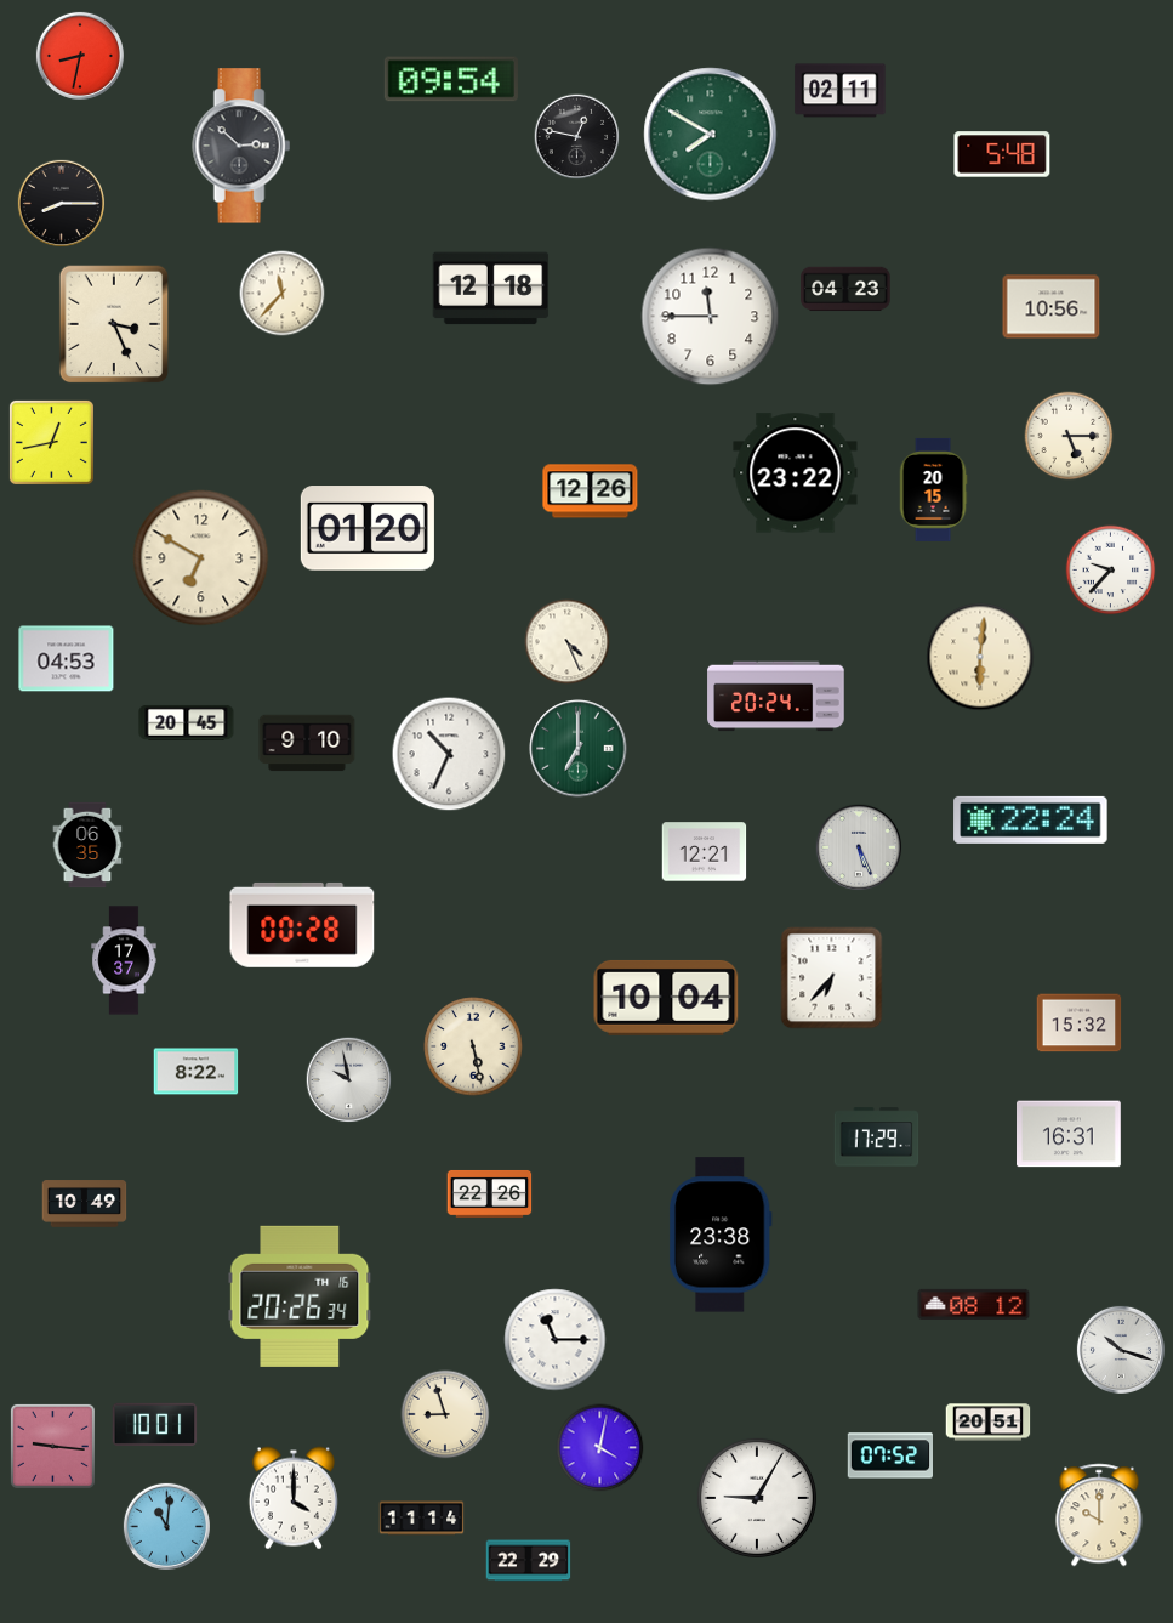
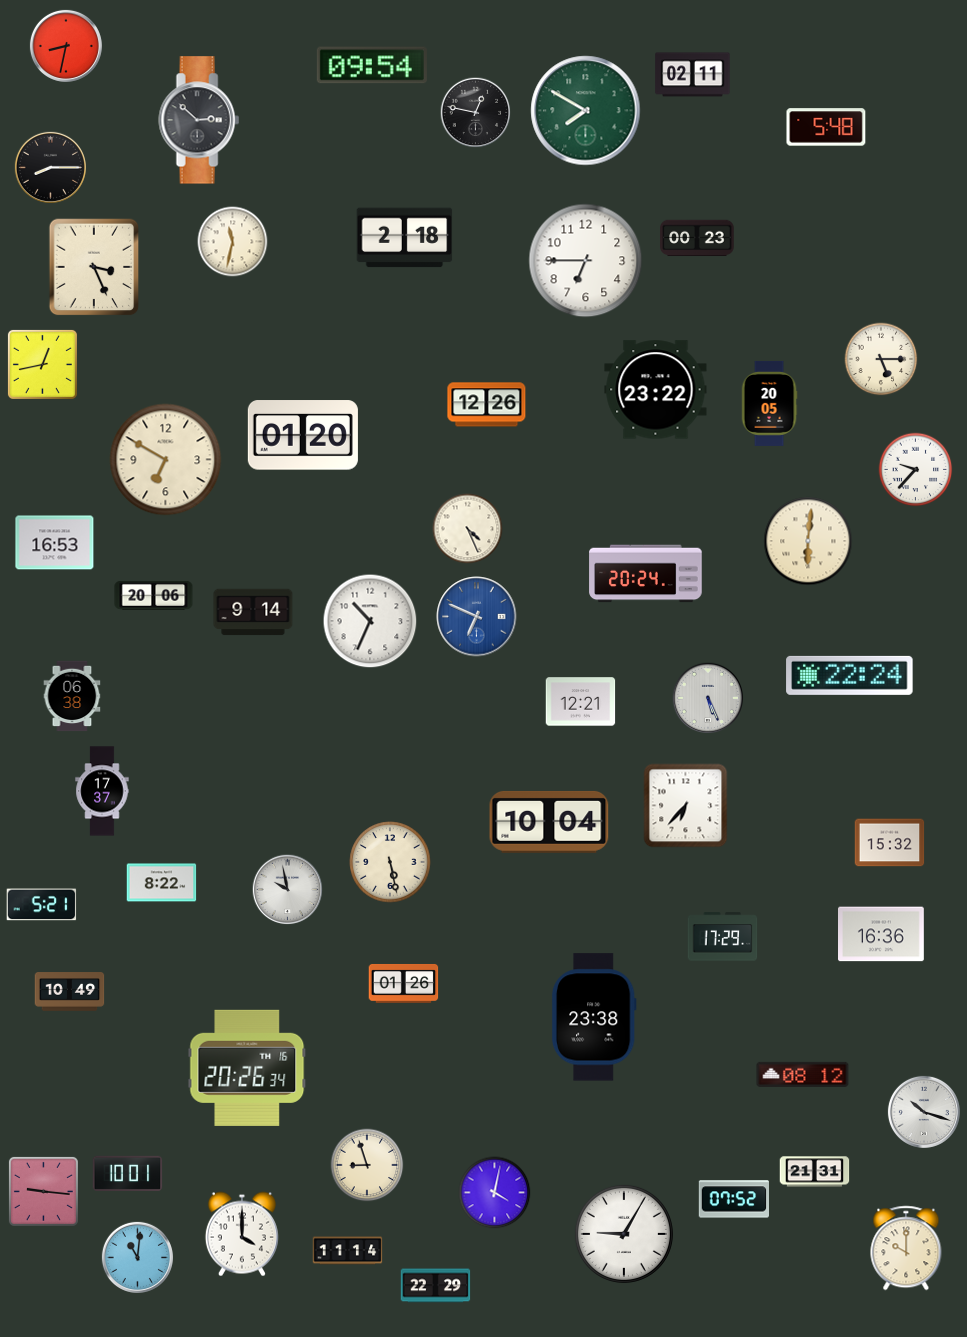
clock at (491, 289): 12:18 -> 2:18
clock at (845, 289): 04:23 -> 00:23
clock at (283, 294): 11:37 -> 11:32
clock at (1052, 307): 10:56 -> none
clock at (711, 317): 11:45 -> 6:45
clock at (933, 489): 20:15 -> 20:05
clock at (67, 659): 04:53 -> 16:53
clock at (776, 697) position: (776, 697) -> (646, 574)
clock at (187, 722): 20:45 -> 20:06
clock at (307, 743): 9:10 -> 9:14
clock at (579, 749): 7:00 -> 6:49
clock at (579, 749) dial: green -> blue
clock at (87, 845): 06:35 -> 06:38
clock at (302, 925): 00:28 -> none
clock at (42, 905): none -> 5:21
clock at (1070, 1134): 16:31 -> 16:36
clock at (490, 1193): 22:26 -> 01:26
clock at (556, 1340): 11:15 -> none
clock at (989, 1423): 20:51 -> 21:31
